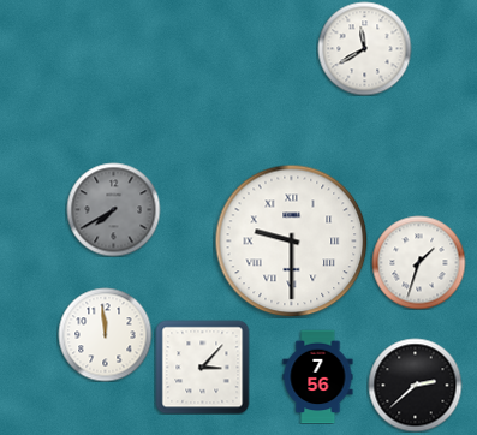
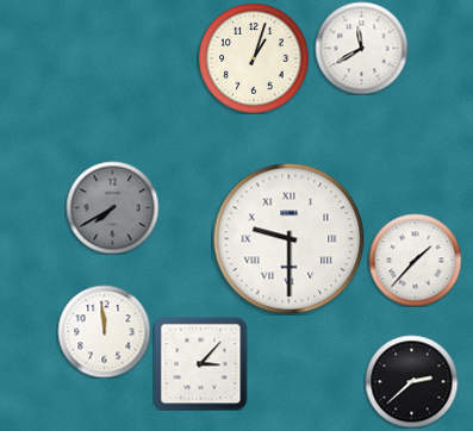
clock at (254, 58): none -> 1:03
clock at (418, 262): 1:33 -> 1:37
clock at (318, 376): 7:56 -> none
